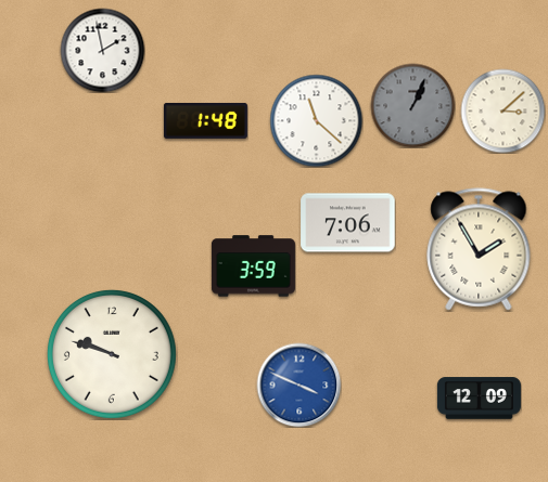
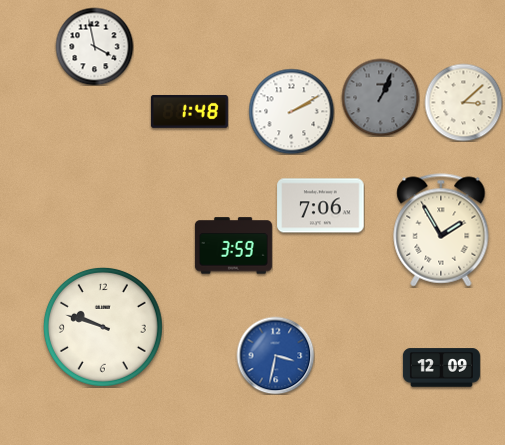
clock at (102, 50): 1:58 -> 3:58
clock at (316, 120): 11:22 -> 2:10
clock at (298, 385): 3:49 -> 3:32
